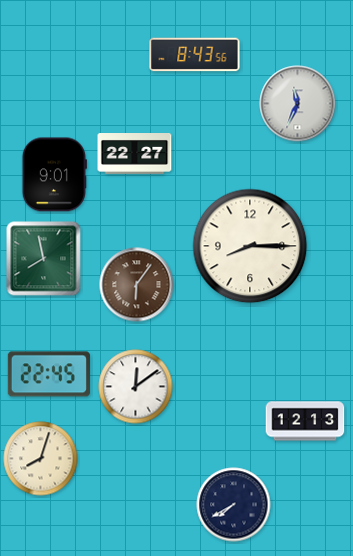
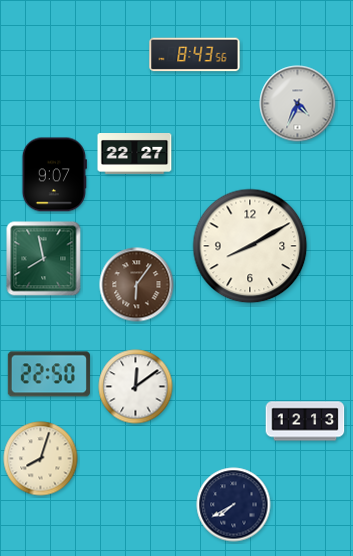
clock at (298, 104): 11:34 -> 4:34
clock at (54, 175): 9:01 -> 9:07
clock at (250, 246): 8:15 -> 8:10
clock at (49, 374): 22:45 -> 22:50
